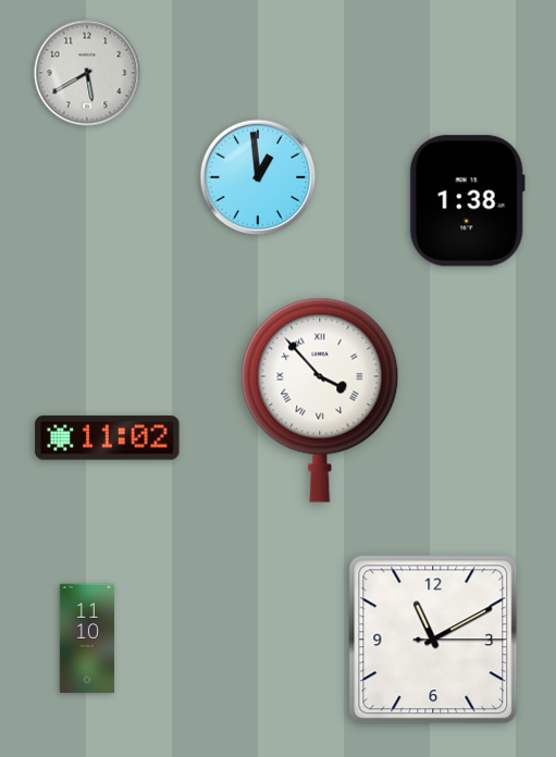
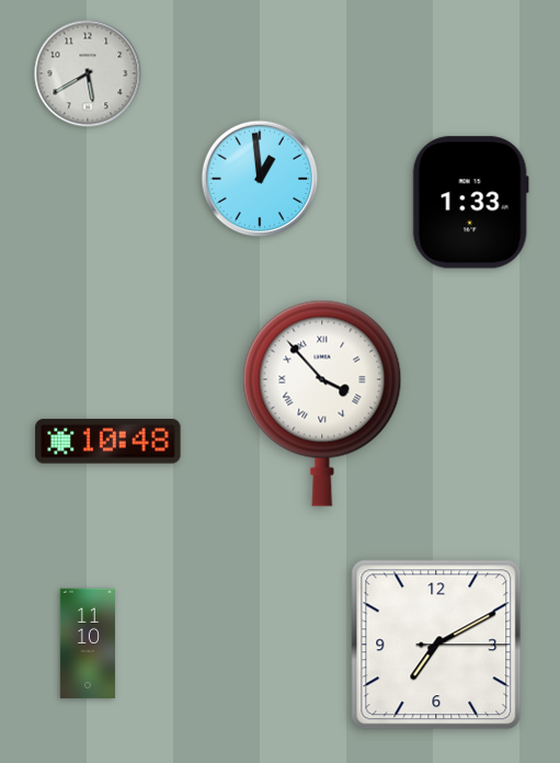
clock at (467, 201): 1:38 -> 1:33
clock at (108, 438): 11:02 -> 10:48
clock at (433, 640): 11:10 -> 7:10
